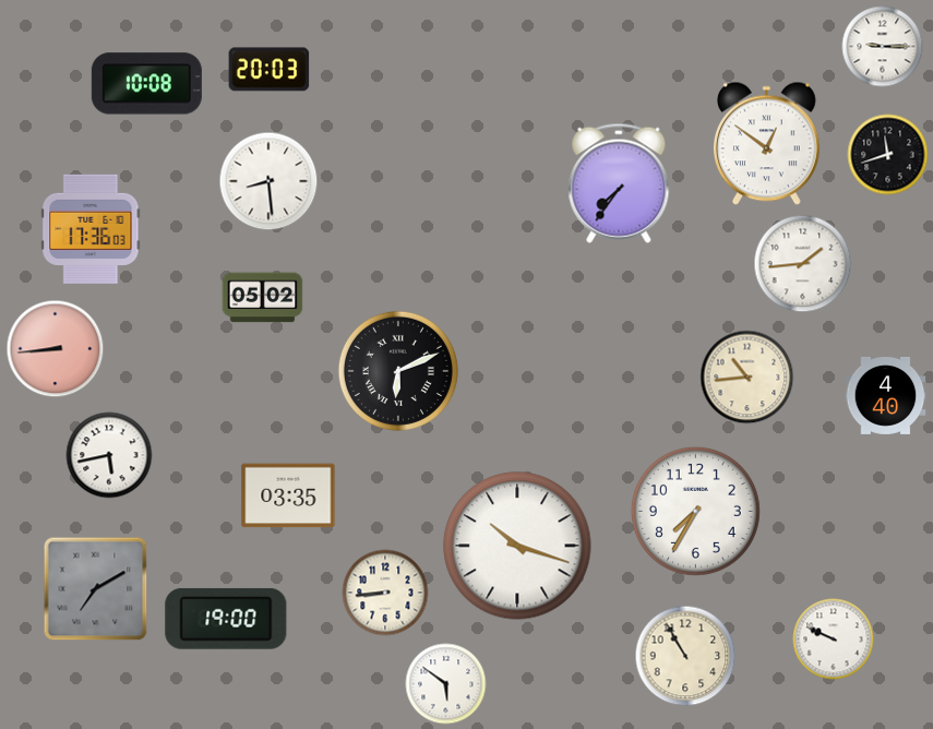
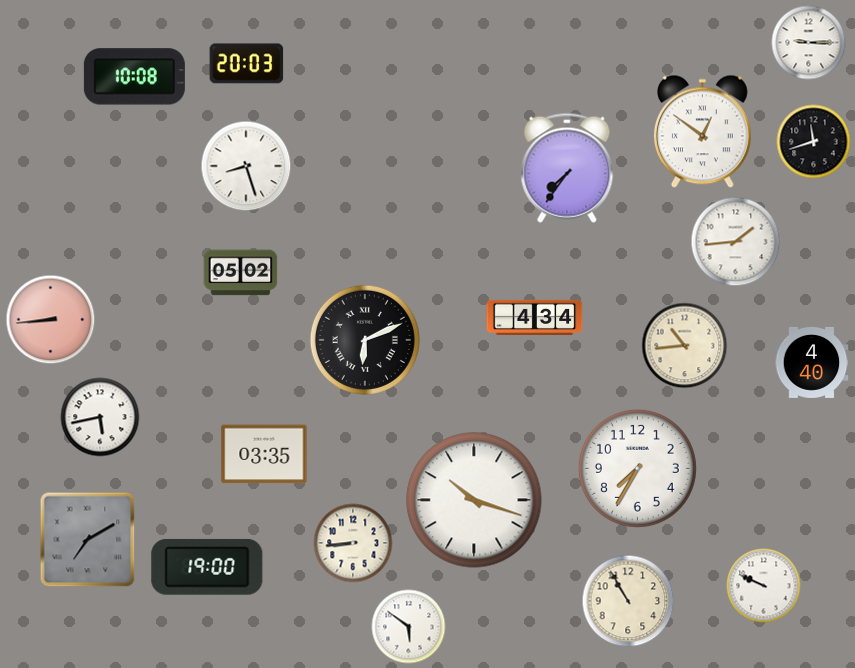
clock at (268, 181): 8:29 -> 8:27
clock at (91, 229): 17:36 -> none
clock at (535, 317): none -> 4:34
